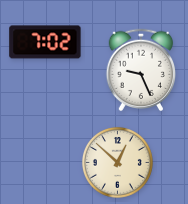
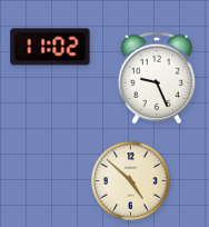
clock at (45, 42): 7:02 -> 11:02
clock at (117, 162): 12:52 -> 4:52
